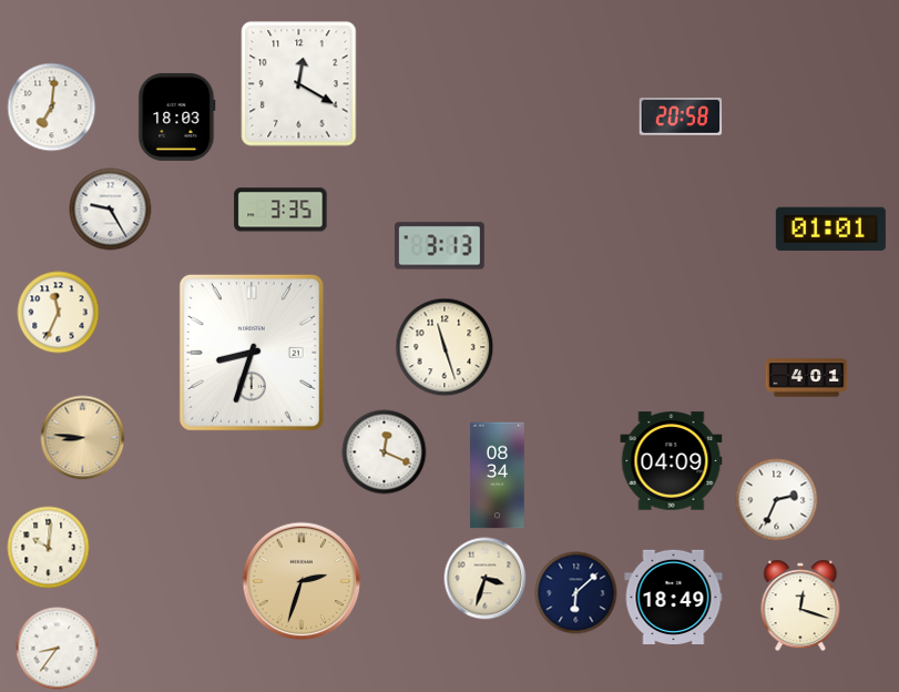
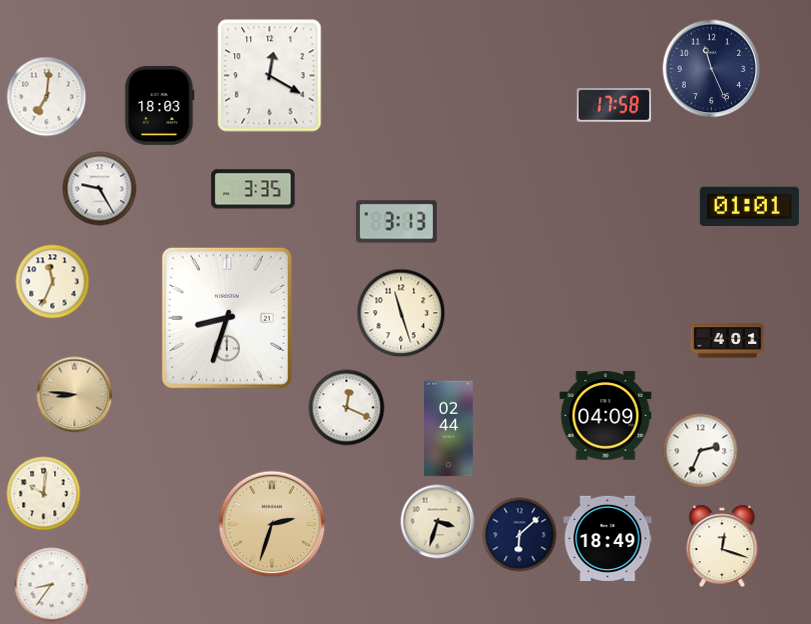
clock at (712, 69): none -> 11:26
clock at (681, 118): 20:58 -> 17:58
clock at (498, 476): 08:34 -> 02:44
